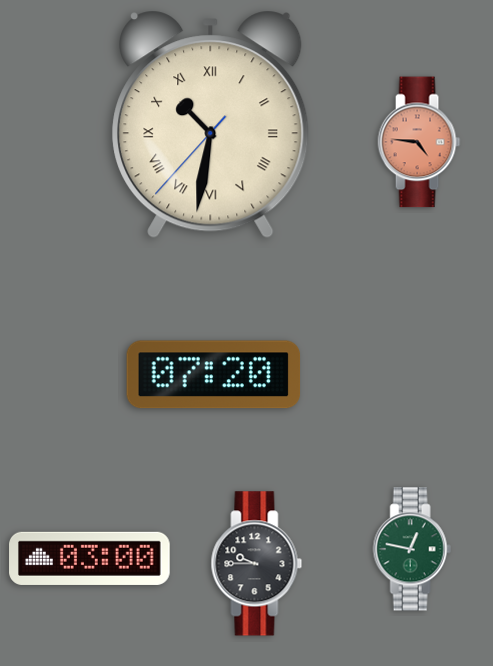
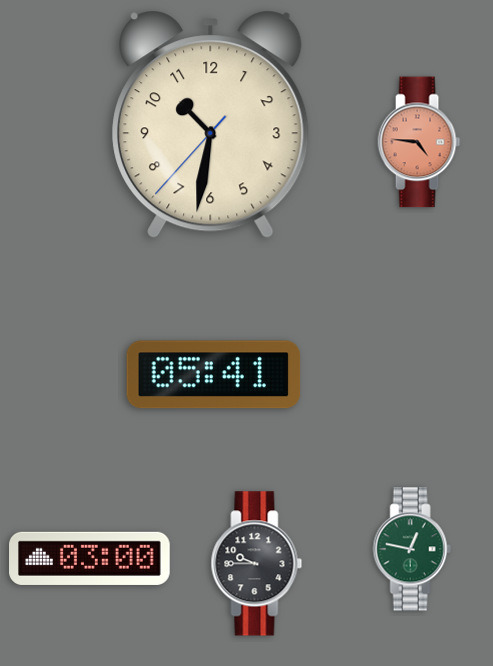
clock at (211, 124) numerals: Roman -> Arabic
clock at (214, 375): 07:20 -> 05:41
